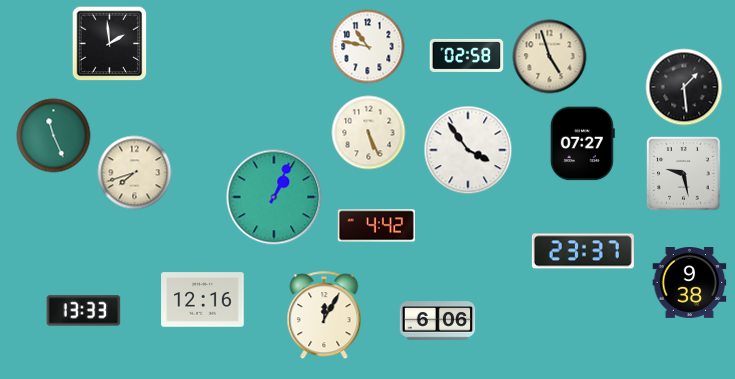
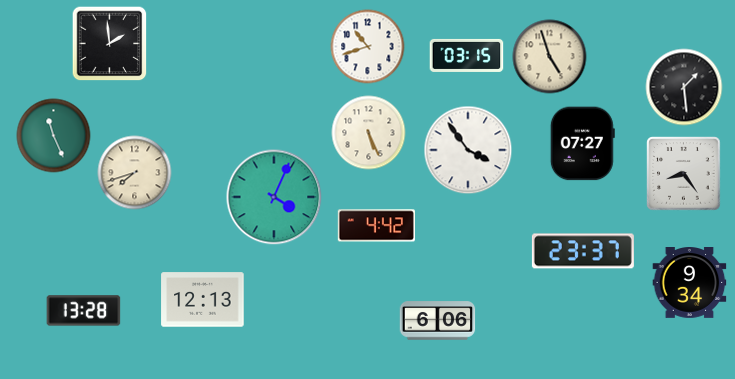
clock at (368, 47): 10:47 -> 10:42
clock at (467, 55): 02:58 -> 03:15
clock at (684, 174): 9:28 -> 8:24
clock at (274, 197): 1:04 -> 4:04
clock at (690, 283): 9:38 -> 9:34
clock at (203, 300): 12:16 -> 12:13
clock at (84, 311): 13:33 -> 13:28
clock at (324, 316): 12:05 -> none
